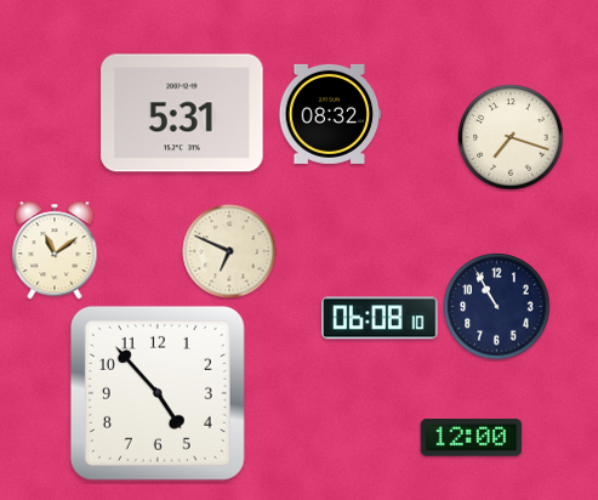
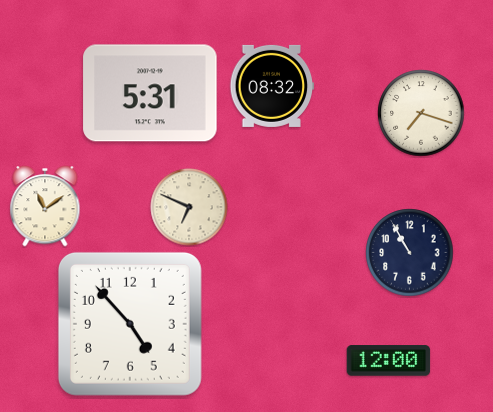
clock at (330, 114) position: (330, 114) -> (272, 86)
clock at (380, 318): 06:08 -> none
